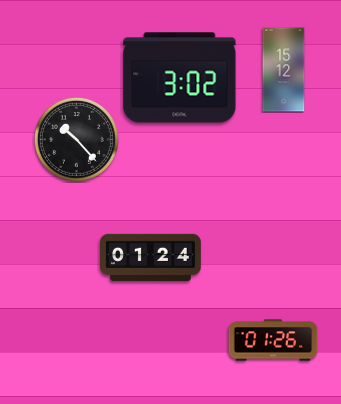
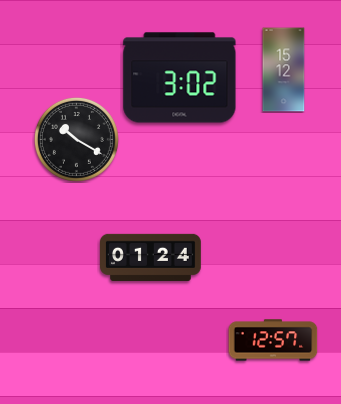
clock at (76, 139): 10:23 -> 10:20
clock at (273, 340): 01:26 -> 12:57
